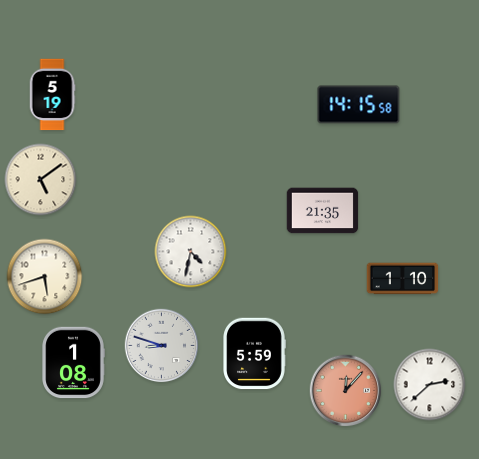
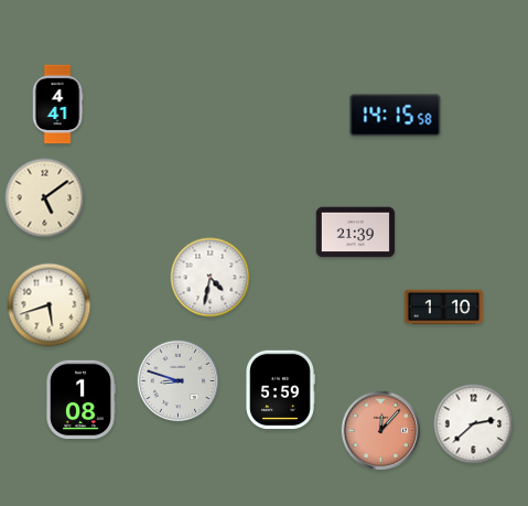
clock at (52, 95): 5:19 -> 4:41
clock at (323, 211): 21:35 -> 21:39
